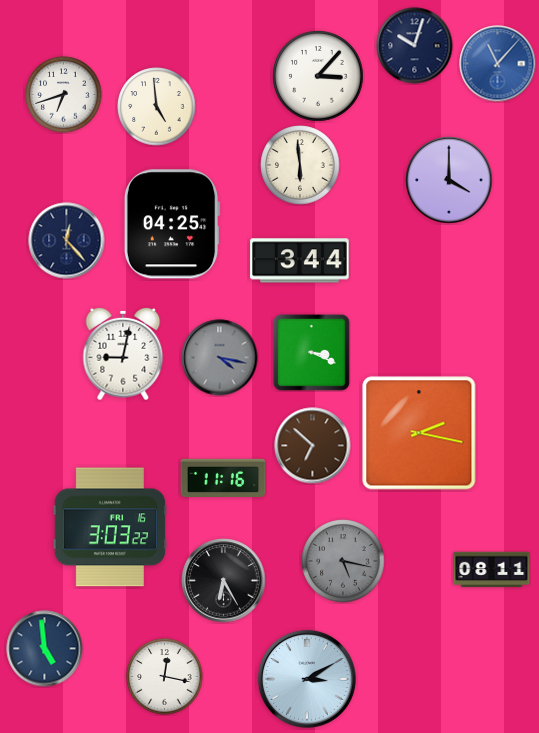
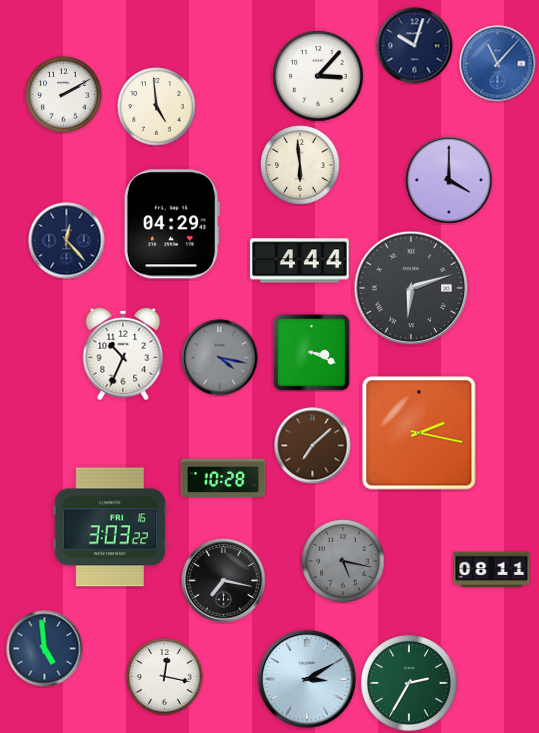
clock at (64, 95): 6:42 -> 2:10
clock at (172, 224): 04:25 -> 04:29
clock at (300, 261): 3:44 -> 4:44
clock at (411, 288): none -> 6:12
clock at (123, 354): 9:02 -> 10:34
clock at (313, 446): 6:52 -> 7:08
clock at (223, 477): 11:16 -> 10:28
clock at (224, 581): 6:25 -> 7:17
clock at (410, 684): none -> 2:35
